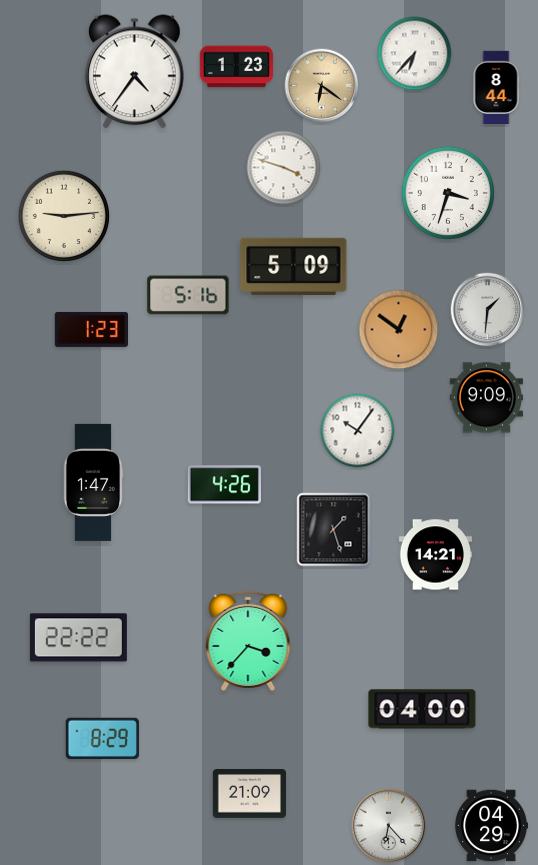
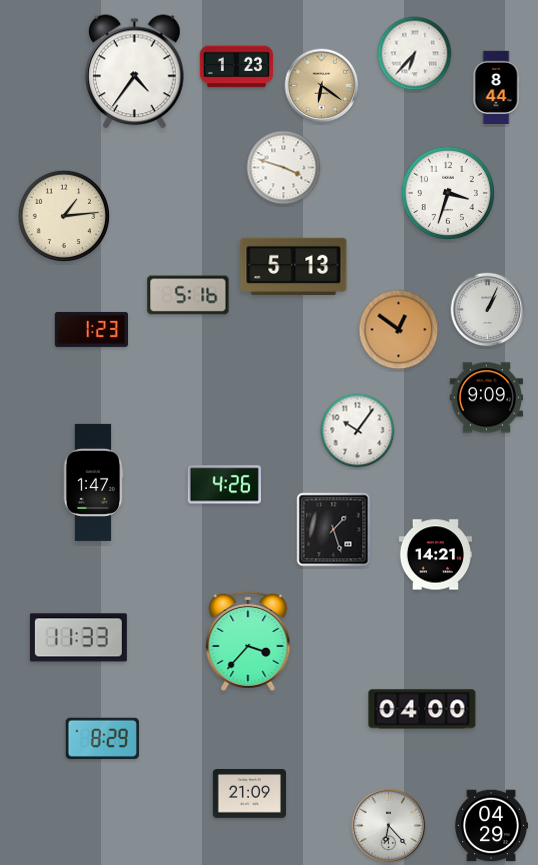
clock at (63, 215): 9:14 -> 1:14
clock at (294, 266): 5:09 -> 5:13
clock at (488, 310): 1:31 -> 1:04
clock at (78, 638): 22:22 -> 11:33
